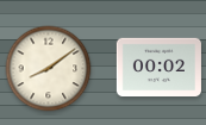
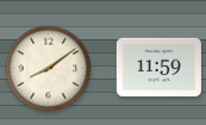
clock at (158, 68): 00:02 -> 11:59
